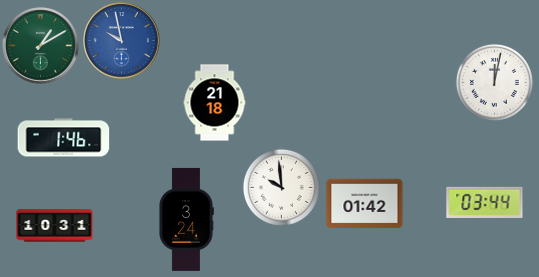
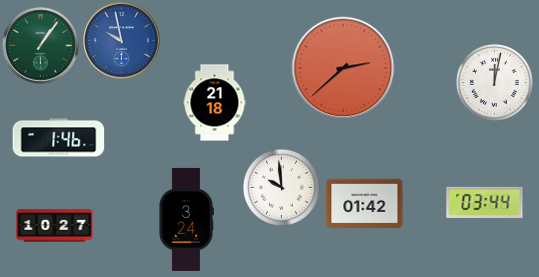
clock at (41, 46): 1:10 -> 1:06
clock at (343, 68): none -> 2:38
clock at (64, 138) position: (64, 138) -> (59, 138)
clock at (55, 226): 10:31 -> 10:27
